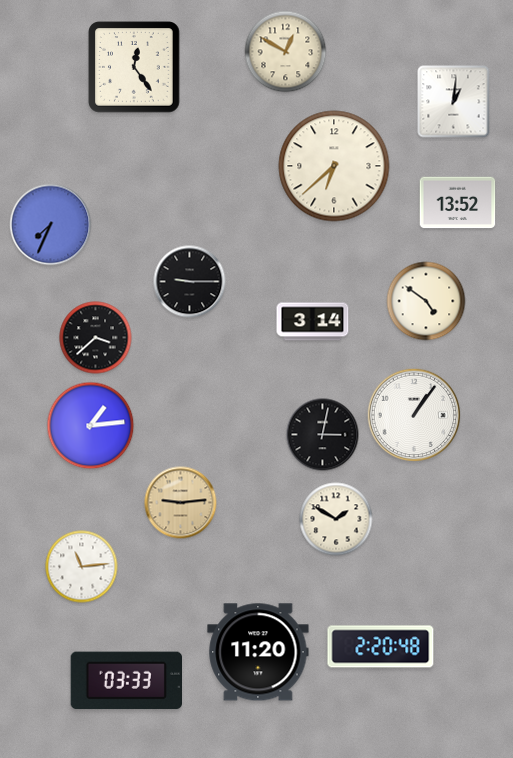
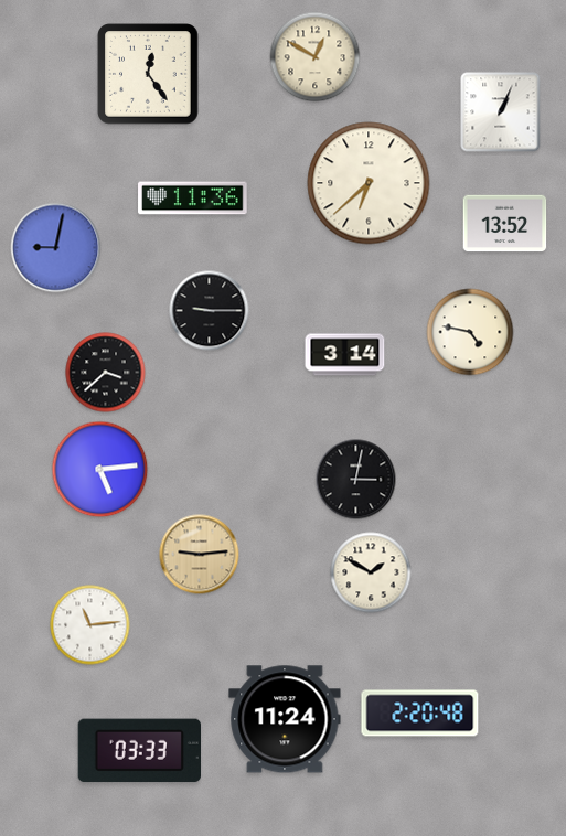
clock at (454, 102): 1:01 -> 1:04
clock at (193, 199): none -> 11:36
clock at (51, 225): 7:34 -> 9:02
clock at (426, 301): 4:51 -> 4:47
clock at (414, 415): 1:06 -> none
clock at (91, 426): 1:14 -> 5:14
clock at (258, 652): 11:20 -> 11:24
